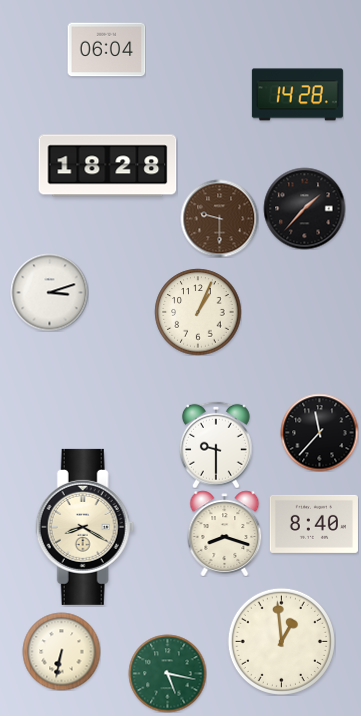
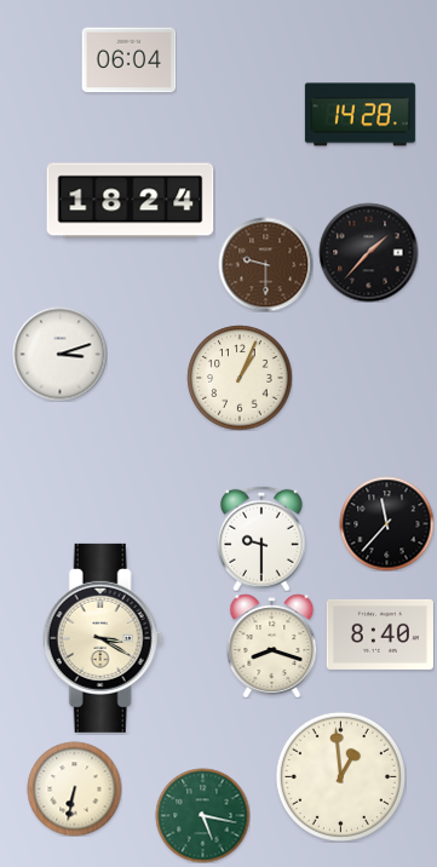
clock at (108, 166): 18:28 -> 18:24
clock at (85, 527): 8:20 -> 3:20
